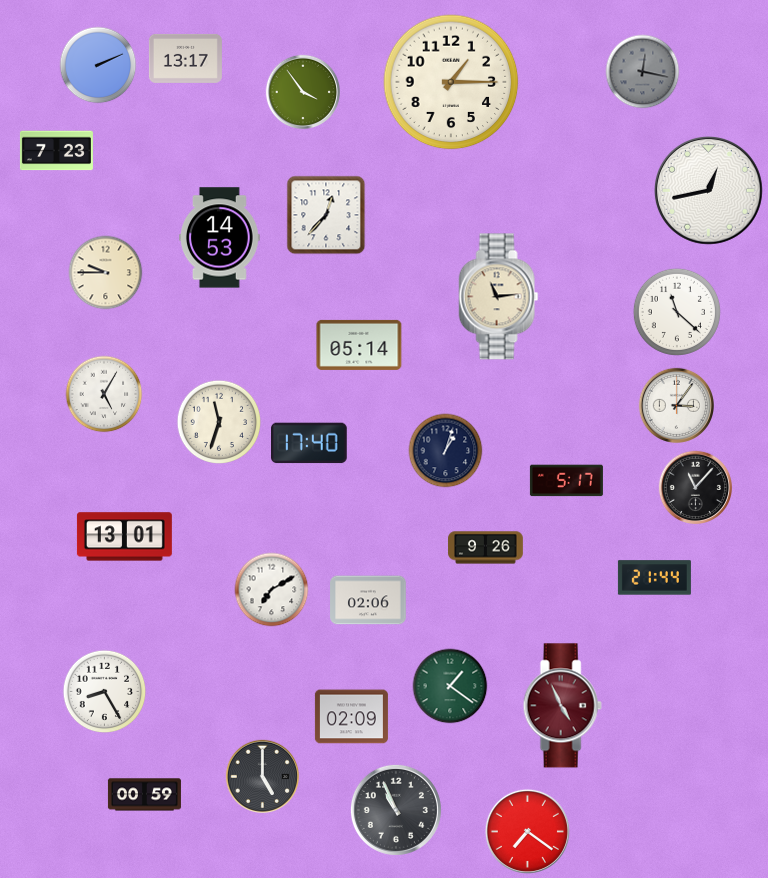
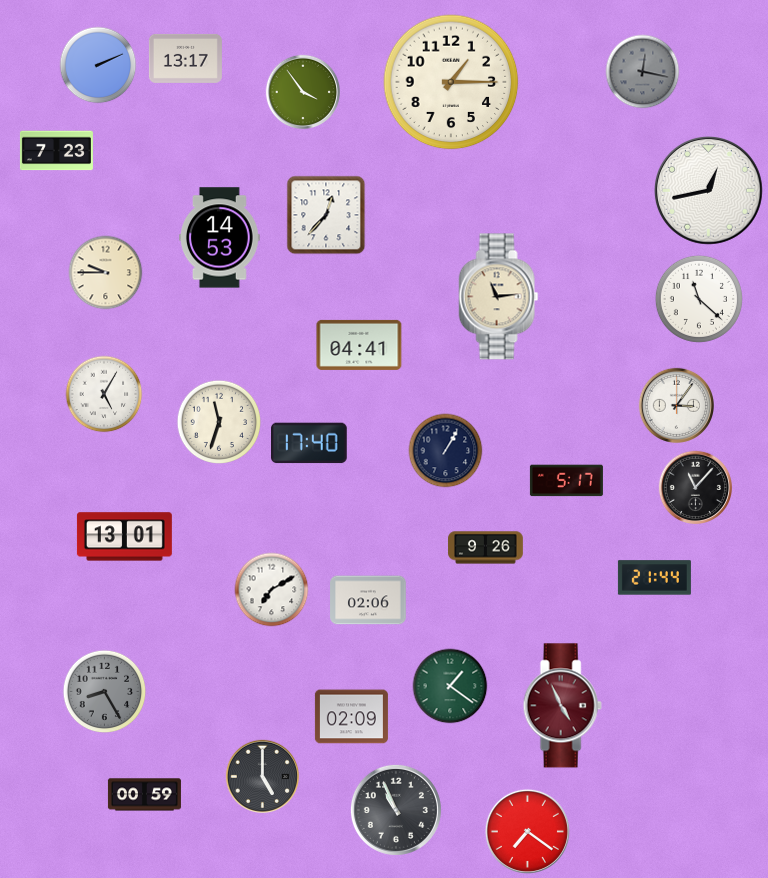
clock at (677, 312) position: (677, 312) -> (699, 299)
clock at (359, 345): 05:14 -> 04:41
clock at (446, 451): 1:03 -> 1:05
clock at (105, 692) dial: white -> grey
